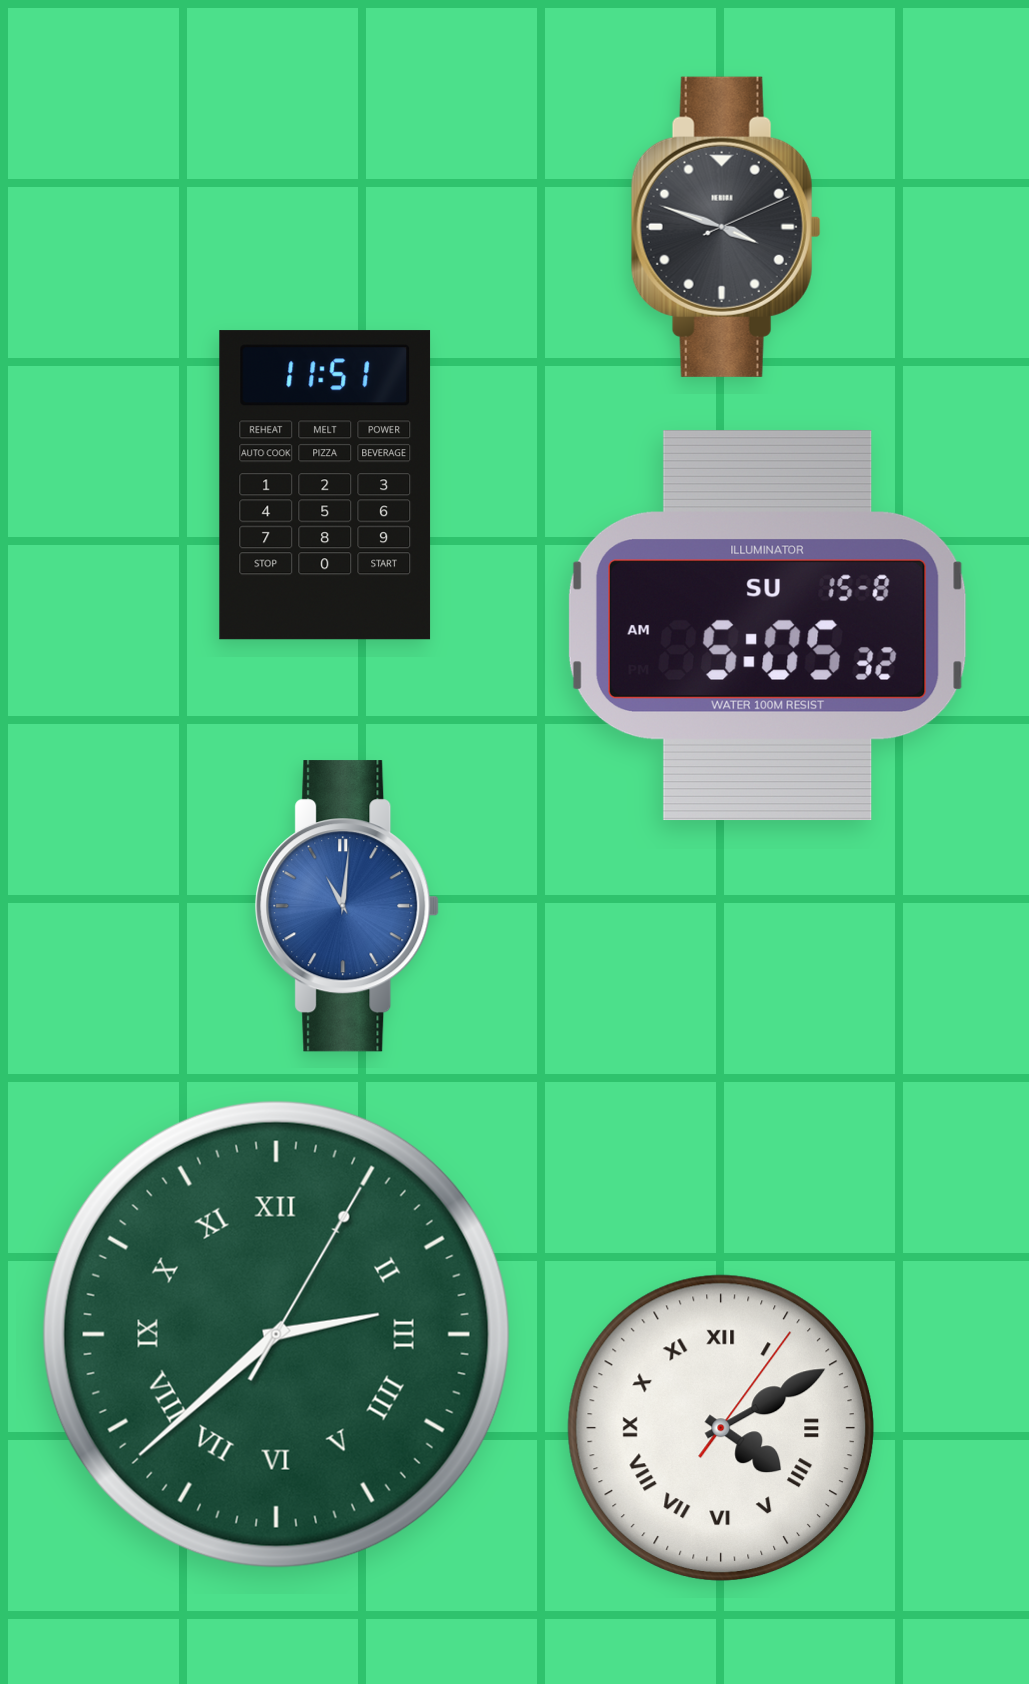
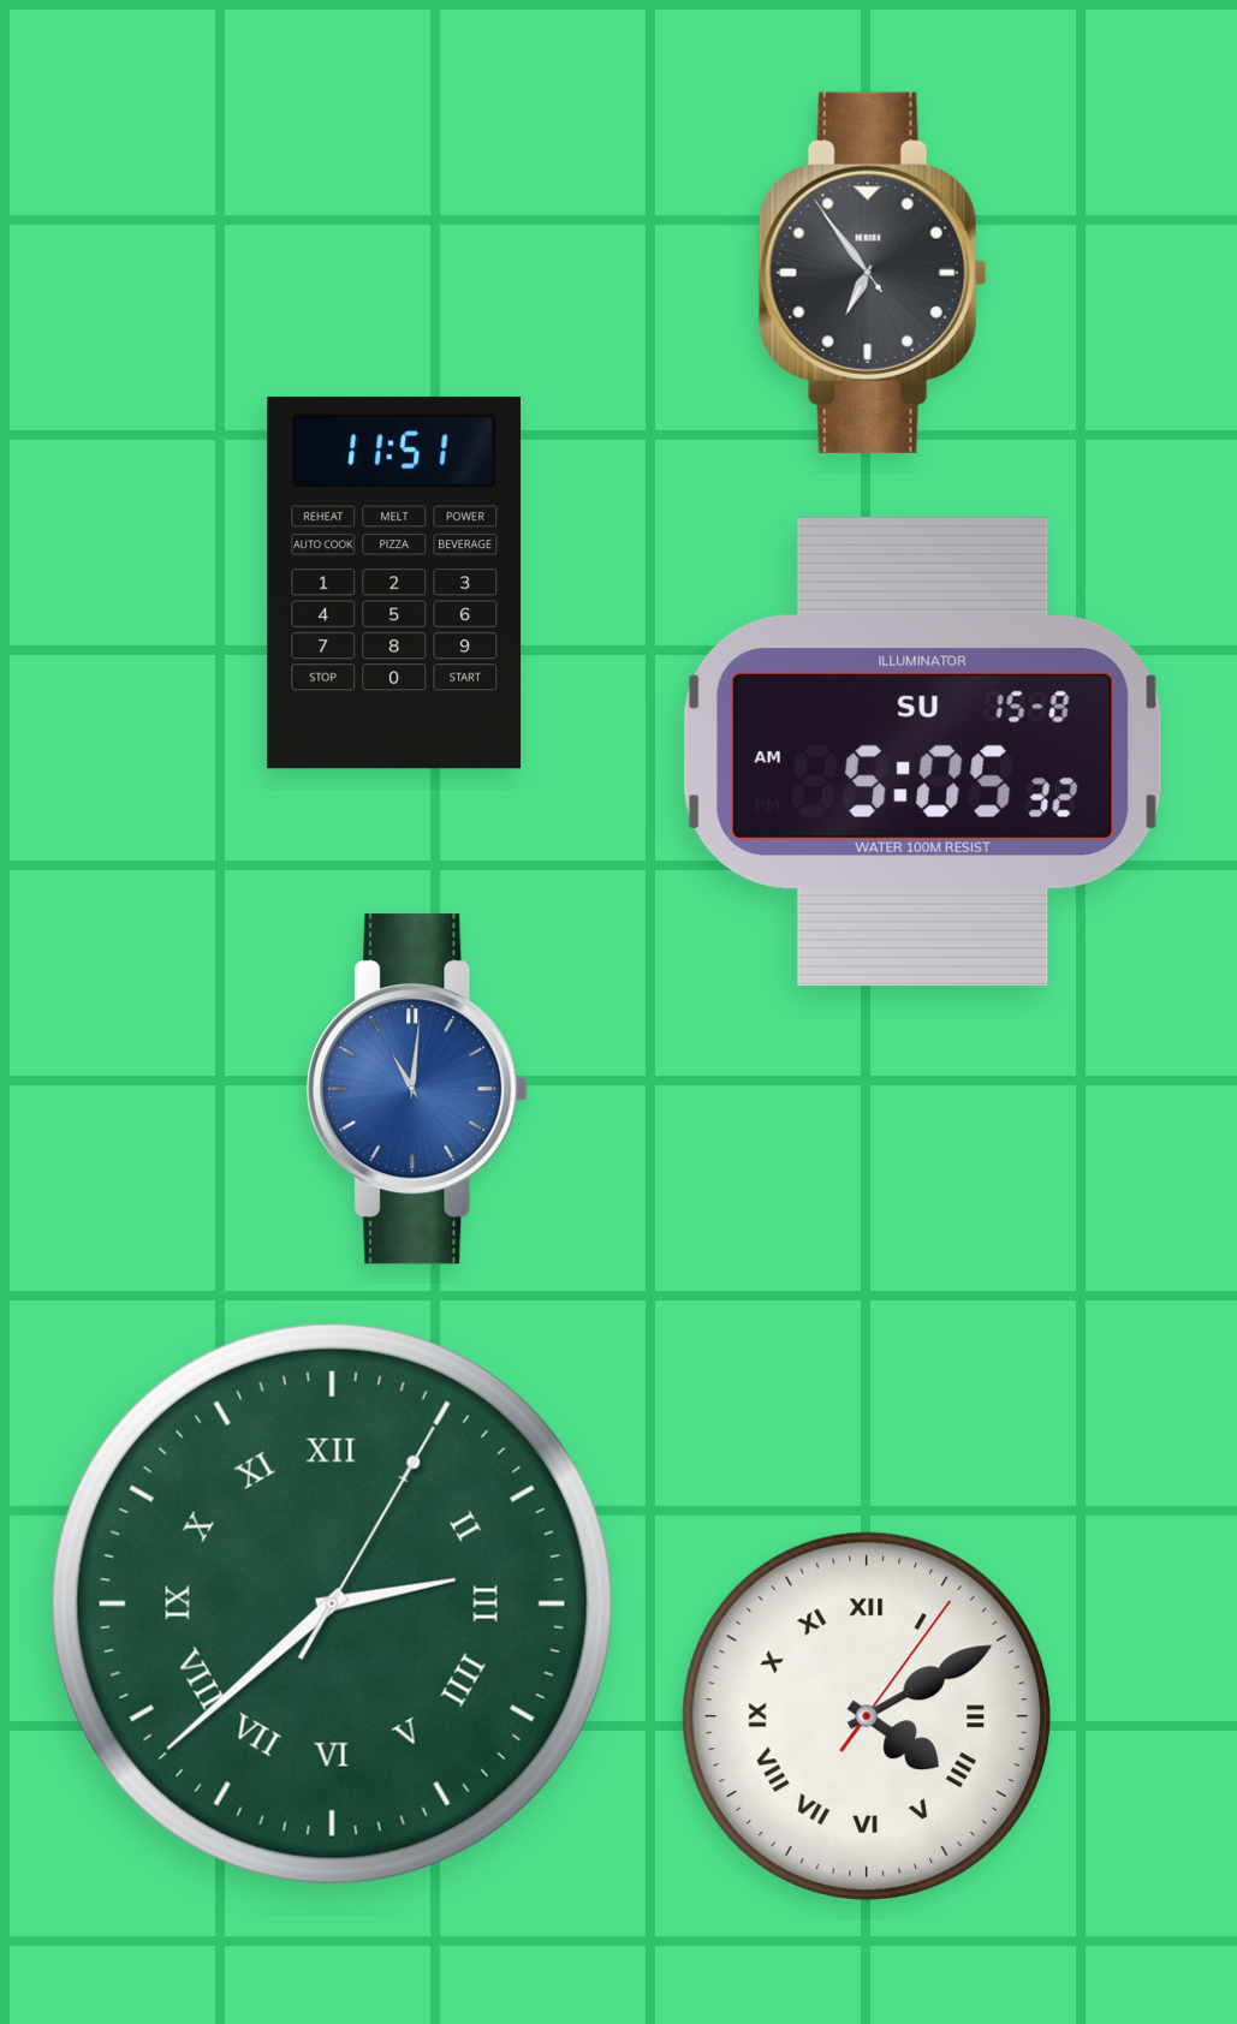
clock at (726, 227): 3:48 -> 6:53
clock at (325, 485) position: (325, 485) -> (394, 583)
